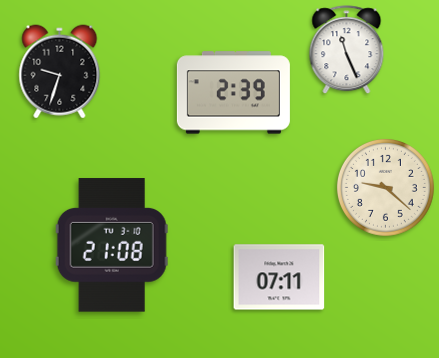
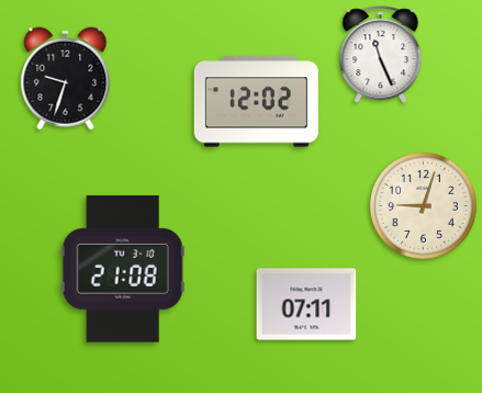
clock at (233, 93): 2:39 -> 12:02
clock at (385, 187): 9:22 -> 9:03
